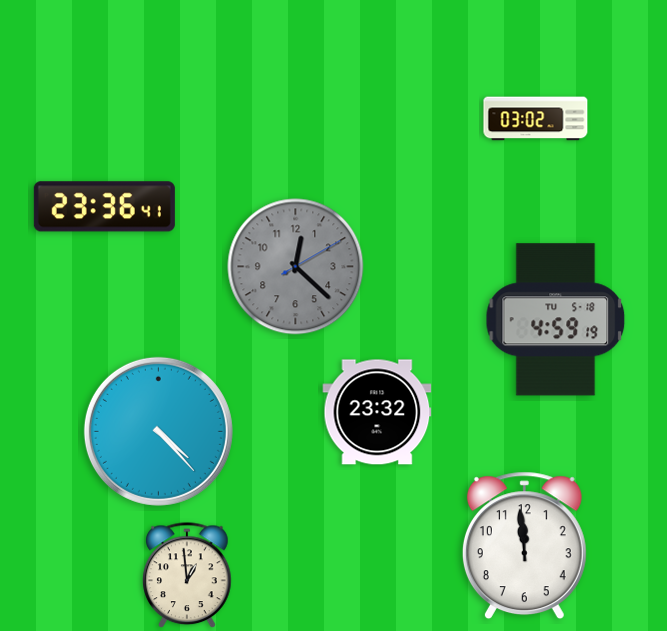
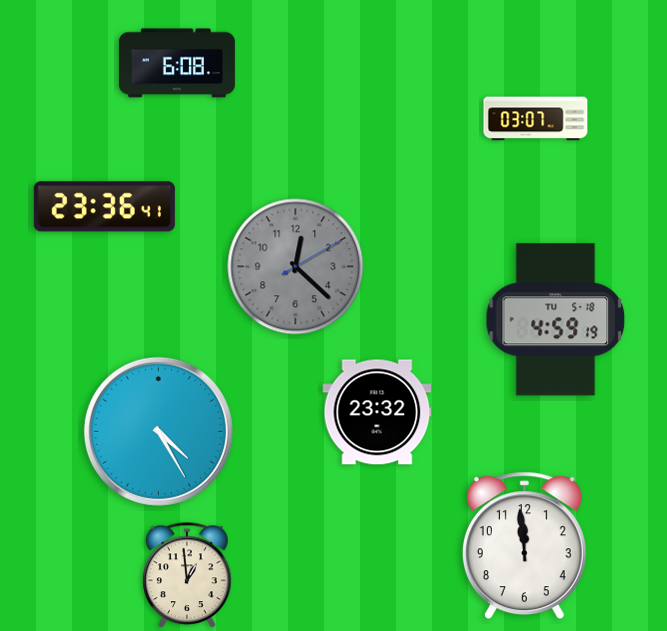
clock at (177, 63): none -> 6:08
clock at (536, 119): 03:02 -> 03:07
clock at (158, 431): 4:23 -> 4:25
